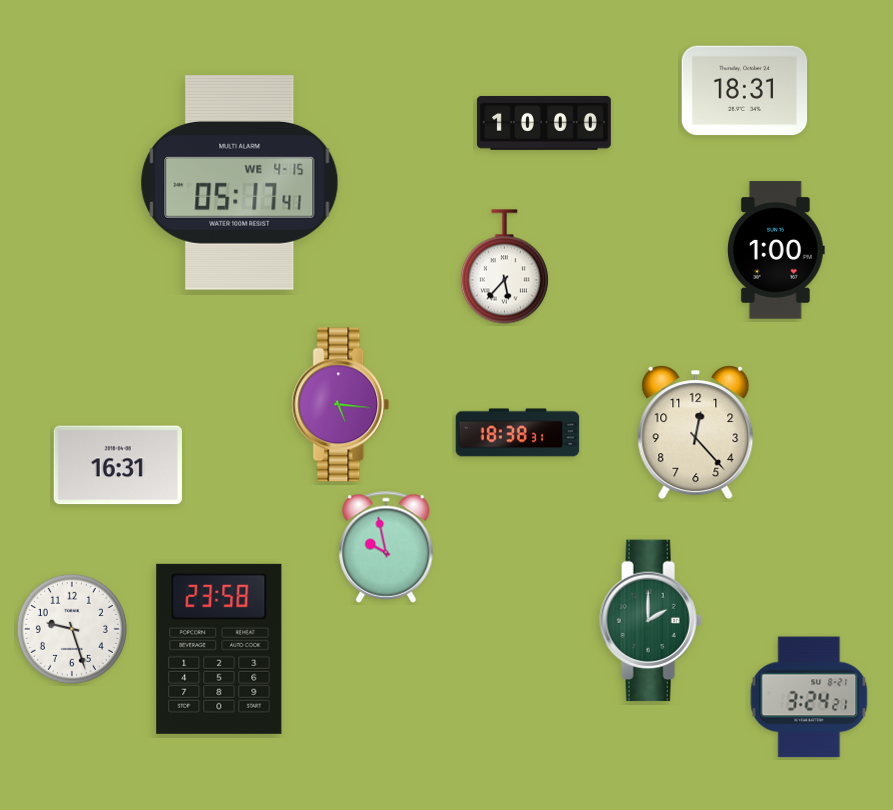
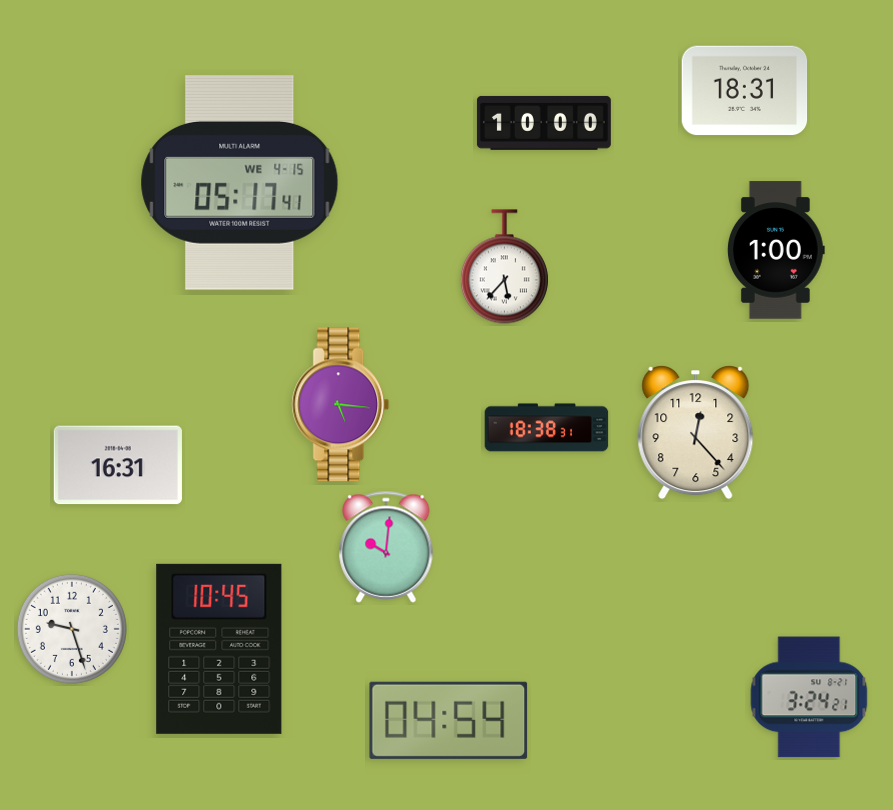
clock at (518, 433) position: (518, 433) -> (547, 428)
clock at (386, 547): 9:58 -> 10:01
clock at (651, 621): 2:00 -> none
clock at (219, 649): 23:58 -> 10:45
clock at (449, 720): none -> 04:54
